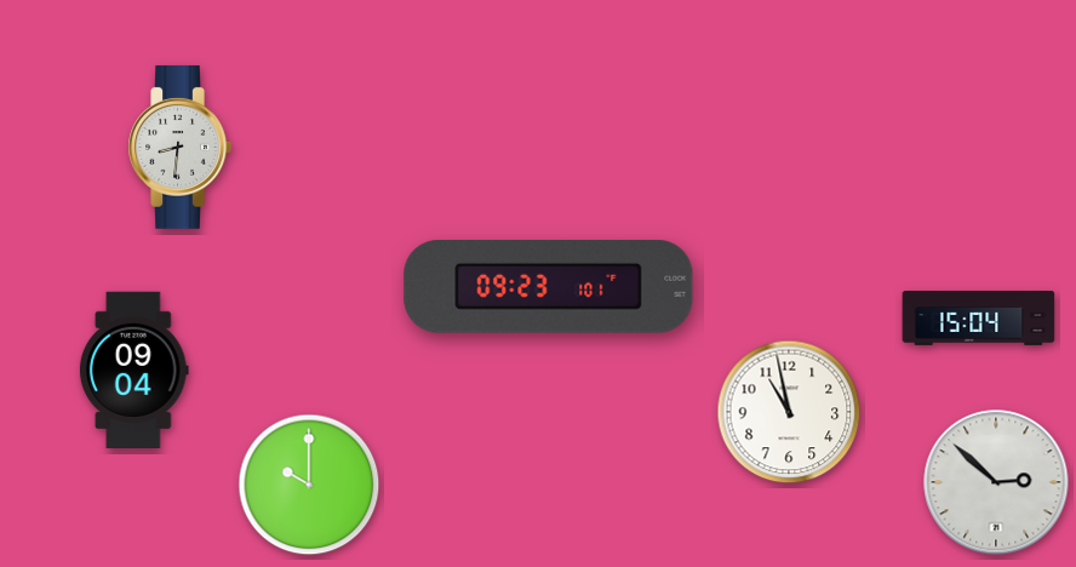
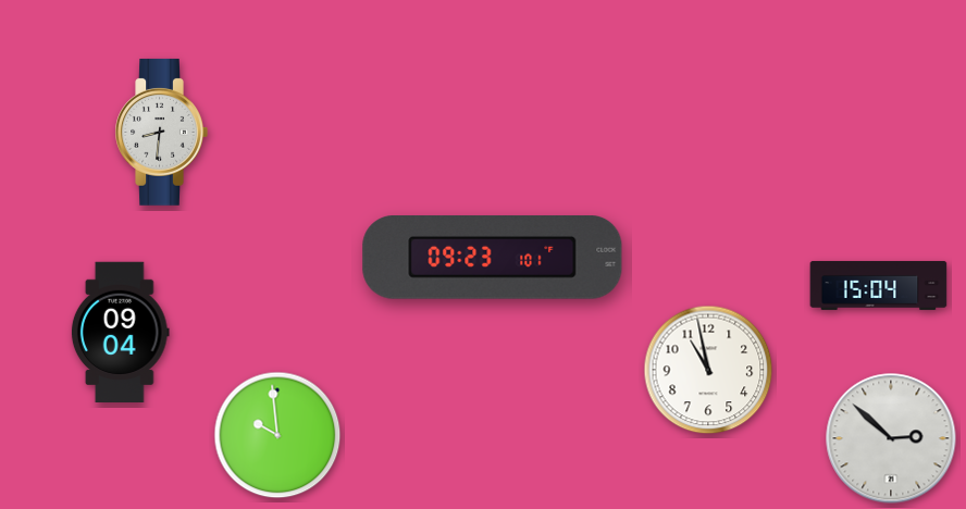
clock at (996, 482) position: (996, 482) -> (891, 438)
clock at (309, 485): 10:00 -> 9:59
